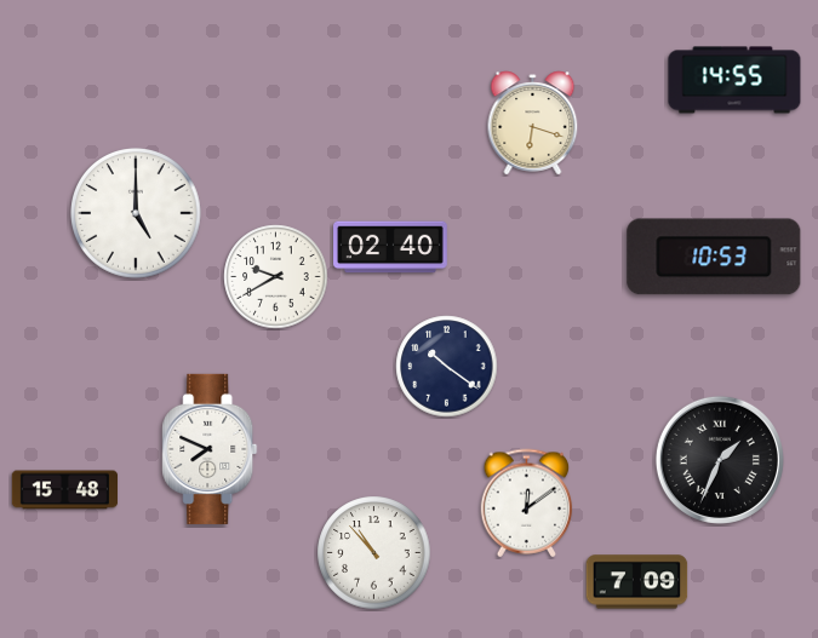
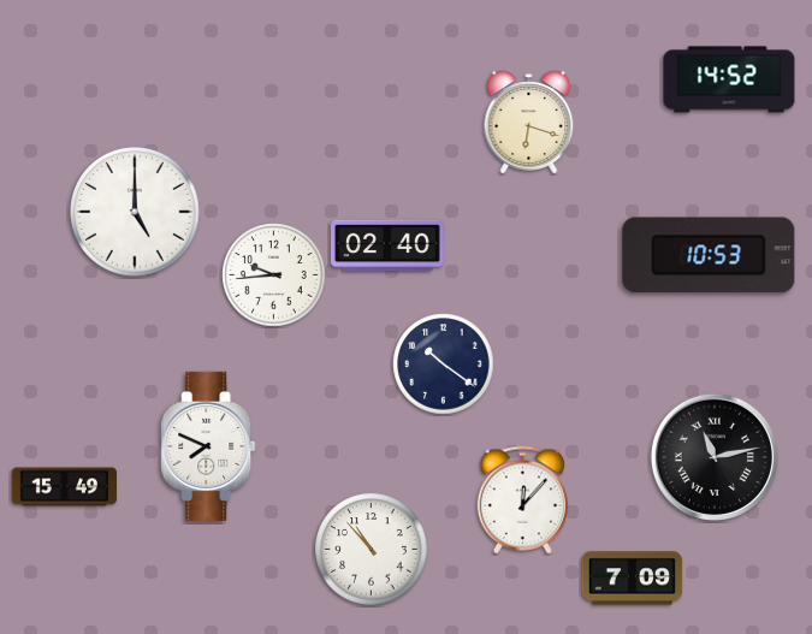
clock at (734, 80): 14:55 -> 14:52
clock at (276, 277): 9:40 -> 9:44
clock at (720, 460): 1:34 -> 11:13
clock at (65, 490): 15:48 -> 15:49
clock at (527, 504): 12:09 -> 12:07
